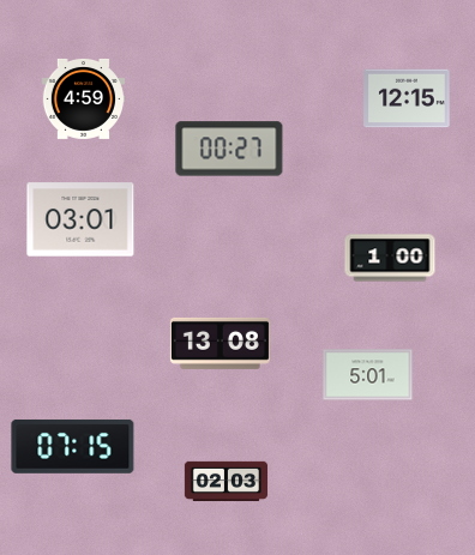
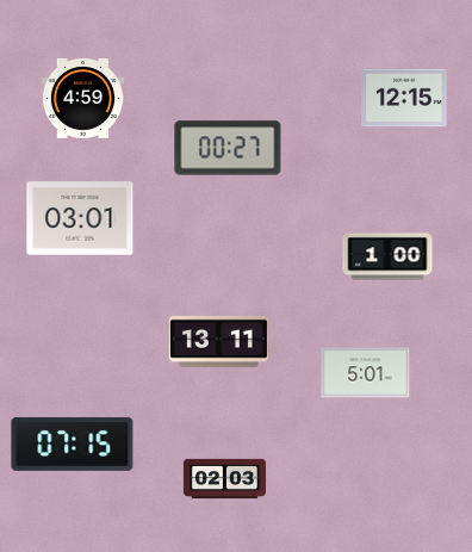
clock at (220, 343): 13:08 -> 13:11
